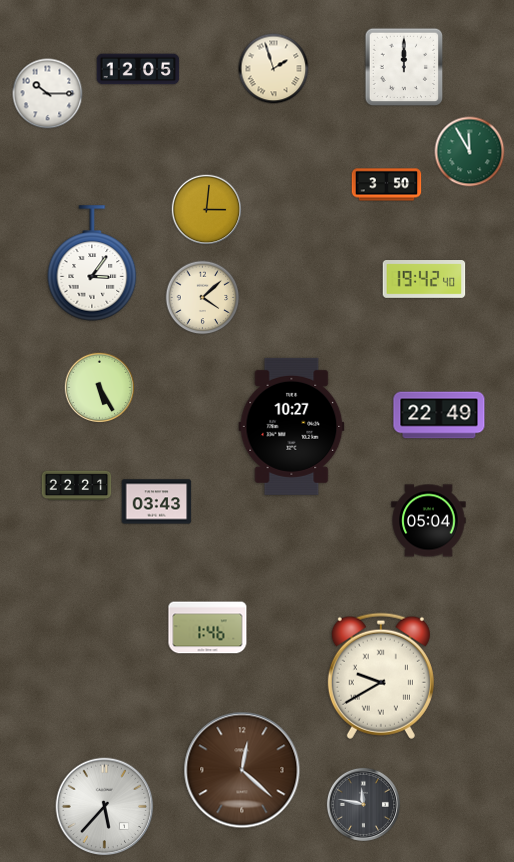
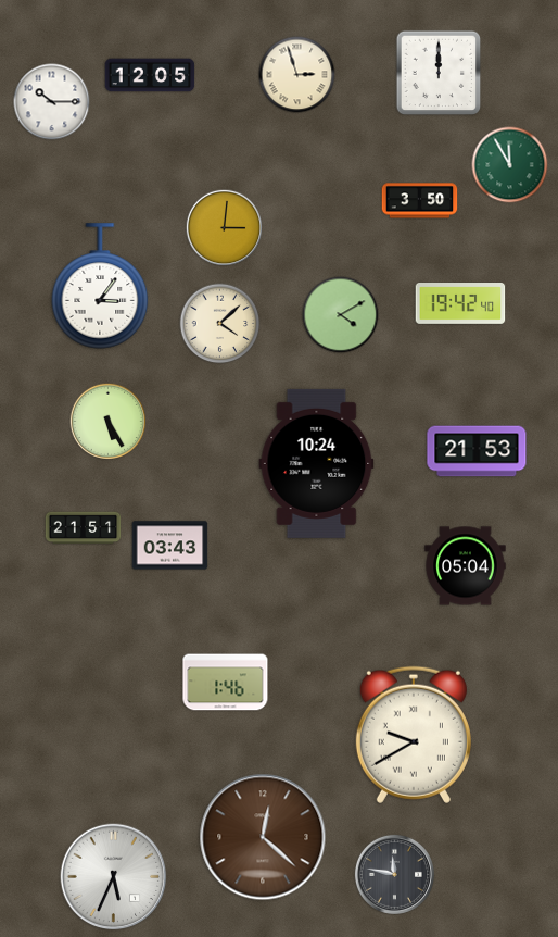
clock at (274, 69): 1:57 -> 2:57
clock at (341, 315): none -> 4:10
clock at (439, 415): 22:49 -> 21:53
clock at (292, 426): 10:27 -> 10:24
clock at (77, 486): 22:21 -> 21:51
clock at (105, 807): 5:37 -> 5:34
